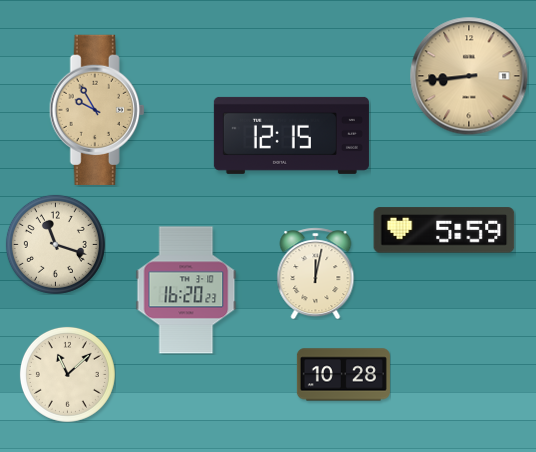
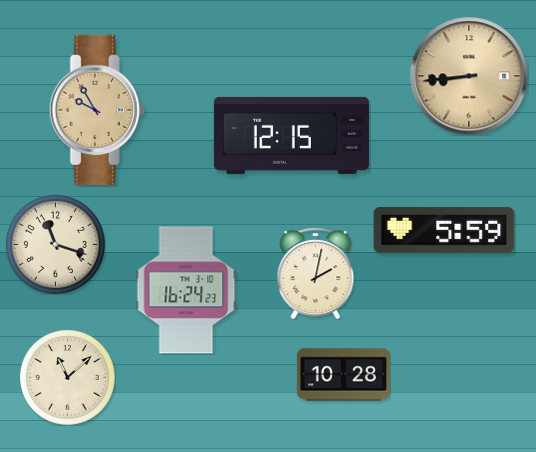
clock at (316, 273): 12:02 -> 2:02
clock at (186, 290): 16:20 -> 16:24
clock at (67, 374) position: (67, 374) -> (67, 377)
